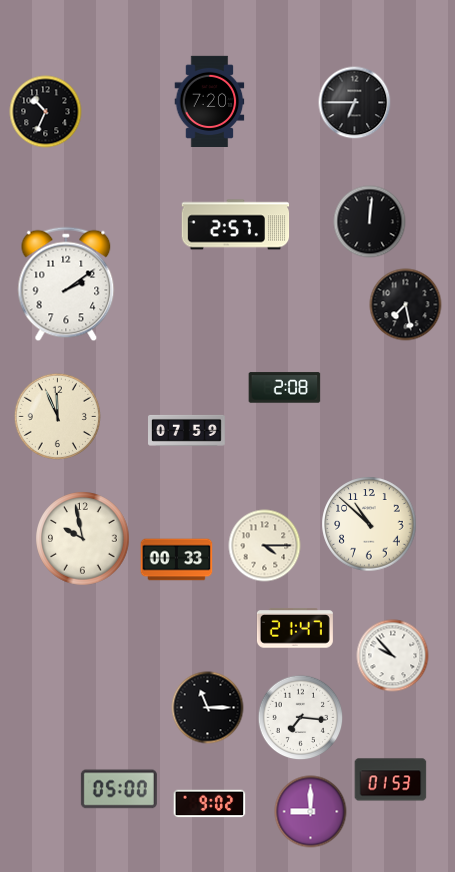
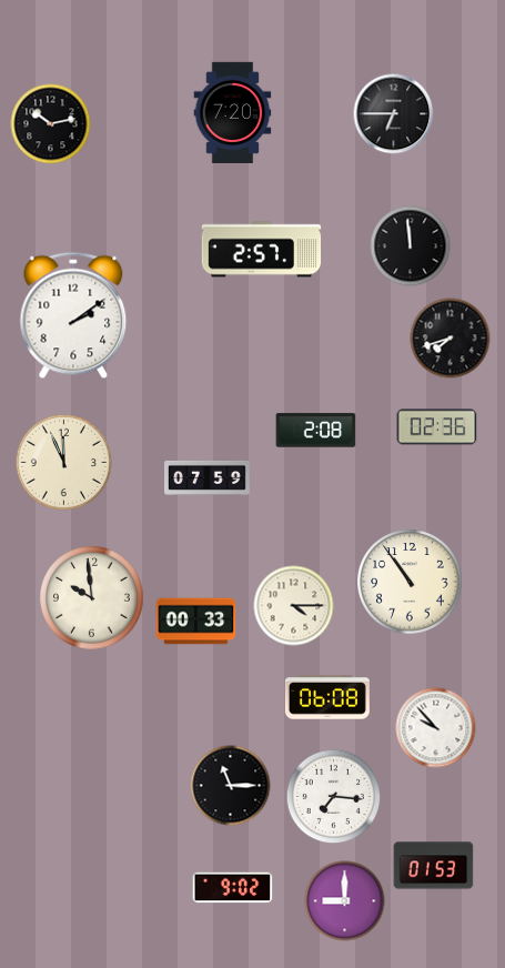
clock at (46, 112): 10:34 -> 10:13
clock at (370, 222): 12:01 -> 11:59
clock at (406, 305): 7:28 -> 7:42
clock at (437, 427): none -> 02:36
clock at (369, 524): 10:52 -> 10:54
clock at (83, 539): 9:58 -> 9:59
clock at (295, 628): 21:47 -> 06:08
clock at (119, 789): 05:00 -> none
clock at (210, 804) position: (210, 804) -> (233, 888)
